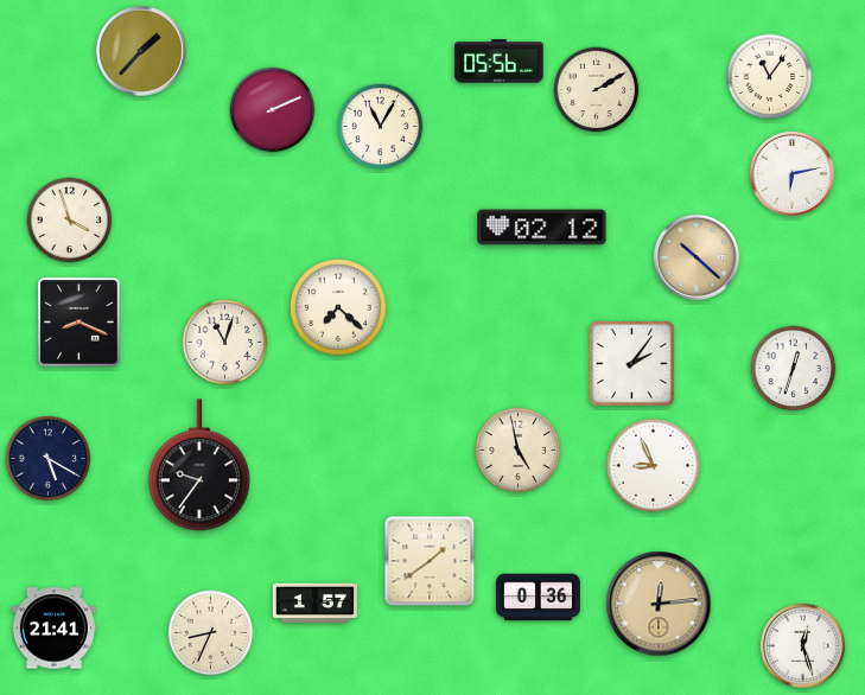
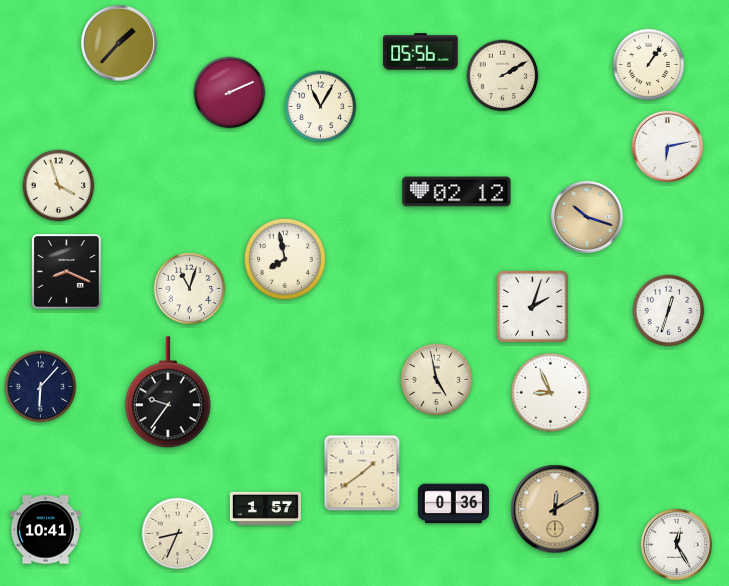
clock at (770, 77): 11:06 -> 1:06
clock at (697, 257): 10:22 -> 10:18
clock at (339, 308): 7:22 -> 7:58
clock at (631, 363): 2:06 -> 2:03
clock at (49, 459): 5:20 -> 6:07
clock at (659, 604): 12:14 -> 12:10
clock at (53, 629): 21:41 -> 10:41
clock at (802, 645): 12:27 -> 12:25
